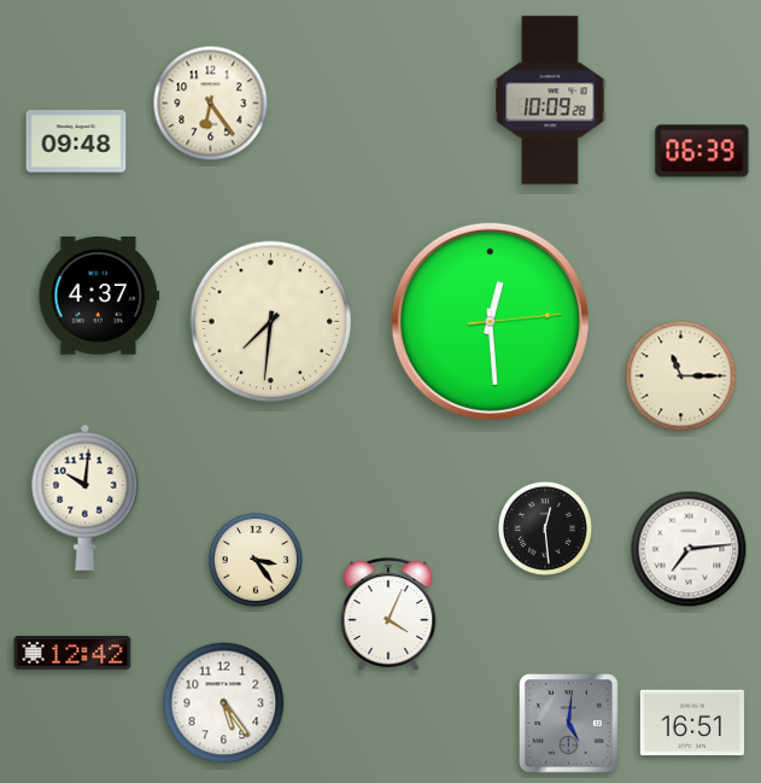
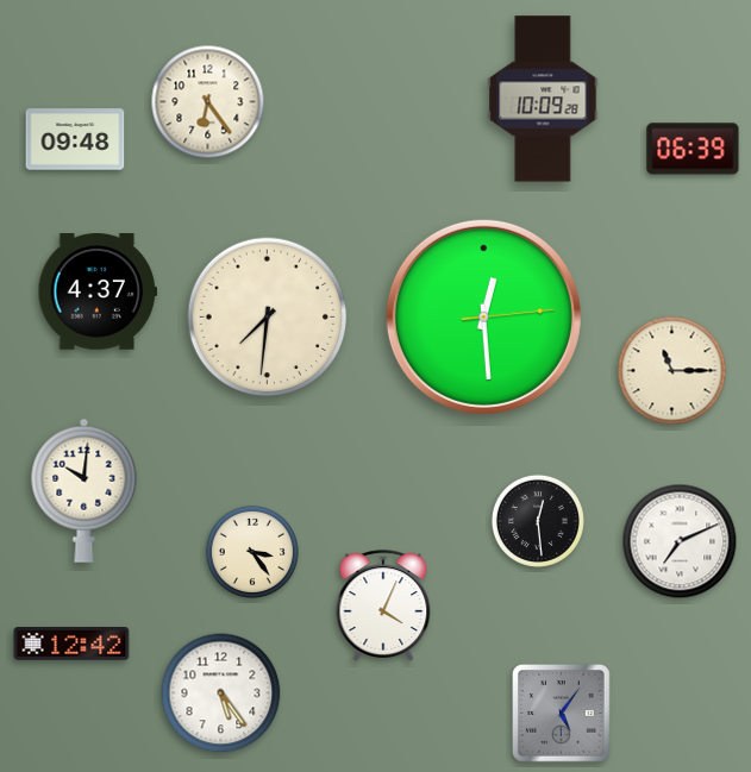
clock at (689, 549): 7:14 -> 7:11
clock at (692, 723): 16:51 -> none
clock at (569, 724): 5:01 -> 5:06
